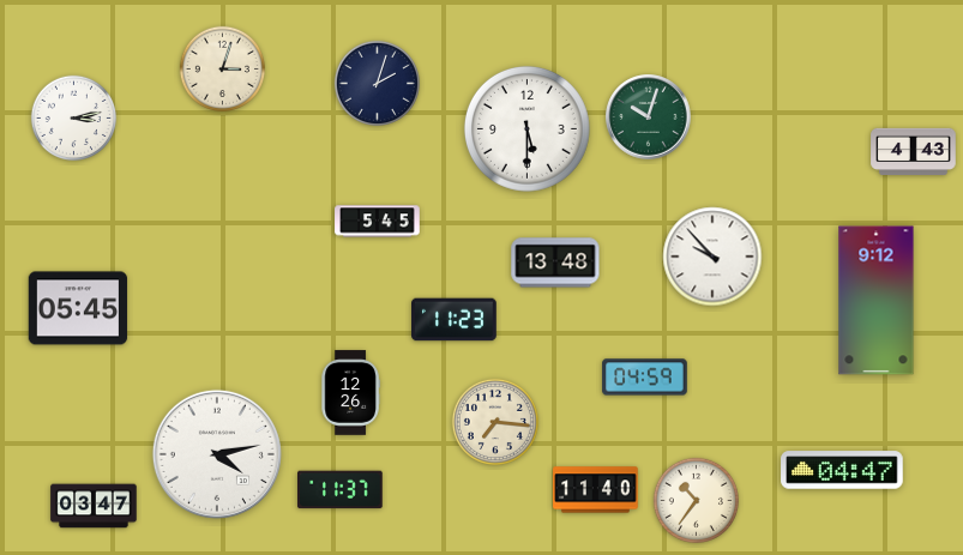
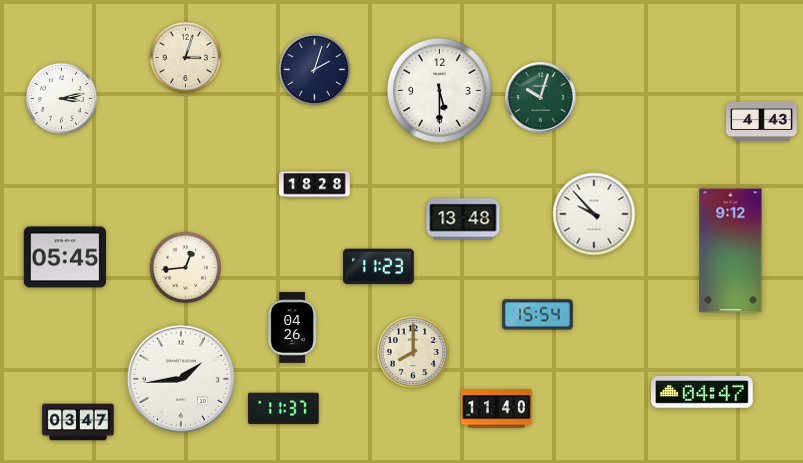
clock at (526, 128) position: (526, 128) -> (439, 90)
clock at (914, 151) position: (914, 151) -> (762, 121)
clock at (378, 222): 5:45 -> 18:28
clock at (185, 267): none -> 12:44
clock at (645, 378): 04:59 -> 15:54
clock at (350, 393): 12:26 -> 04:26
clock at (495, 422): 7:16 -> 8:00
clock at (217, 454): 4:13 -> 1:44
clock at (696, 500): 10:36 -> none
